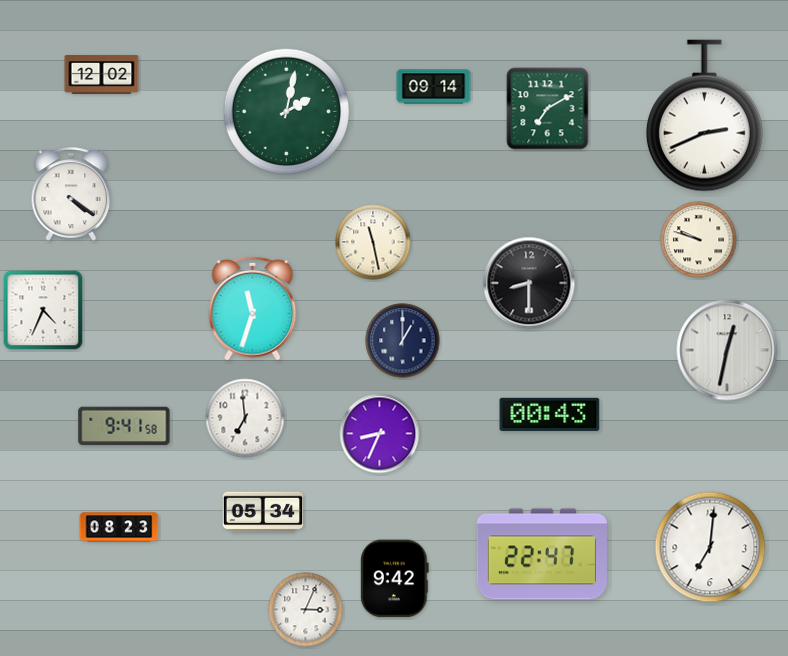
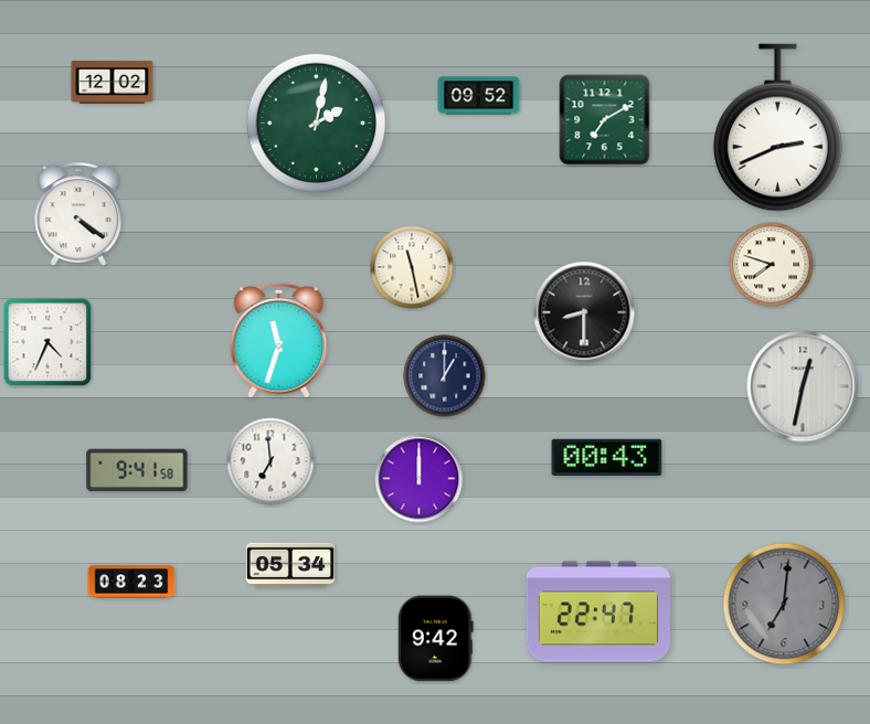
clock at (434, 87): 09:14 -> 09:52
clock at (699, 240): 9:48 -> 7:48
clock at (380, 434): 8:34 -> 12:00
clock at (710, 547) dial: white -> grey
clock at (306, 610): 3:04 -> none
